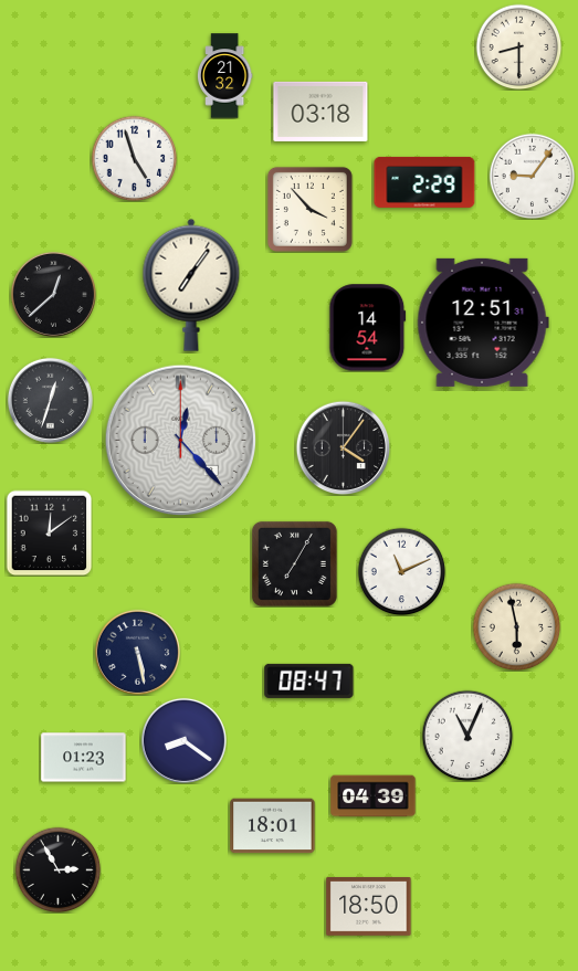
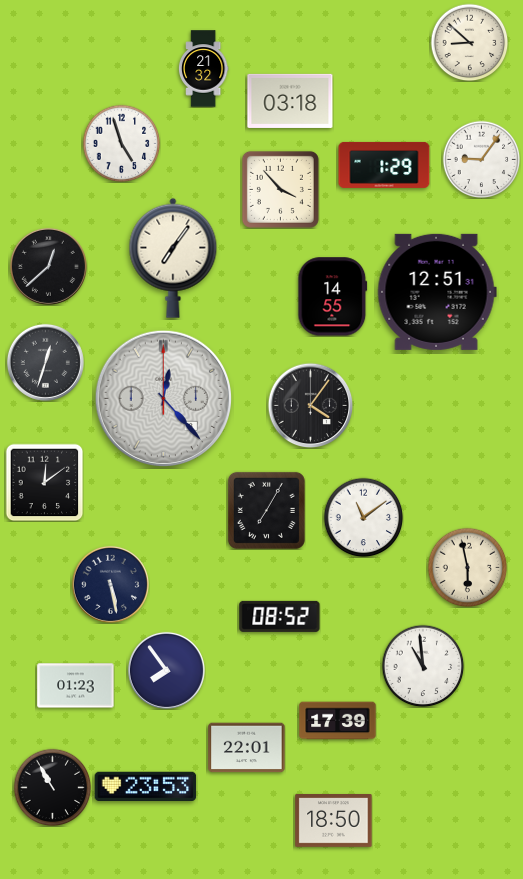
clock at (518, 46): 8:30 -> 8:52
clock at (424, 182): 2:29 -> 1:29
clock at (368, 328): 14:54 -> 14:55
clock at (401, 571): 11:11 -> 11:09
clock at (137, 652) position: (137, 652) -> (110, 584)
clock at (309, 680): 08:47 -> 08:52
clock at (467, 736): 11:04 -> 10:59
clock at (183, 740): 8:21 -> 7:54
clock at (374, 796): 04:39 -> 17:39
clock at (273, 826): 18:01 -> 22:01
clock at (146, 786): none -> 23:53
clock at (57, 869): 2:55 -> 10:55
